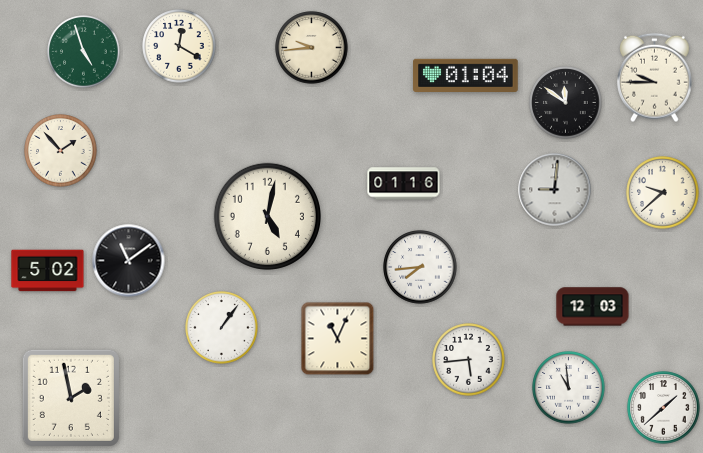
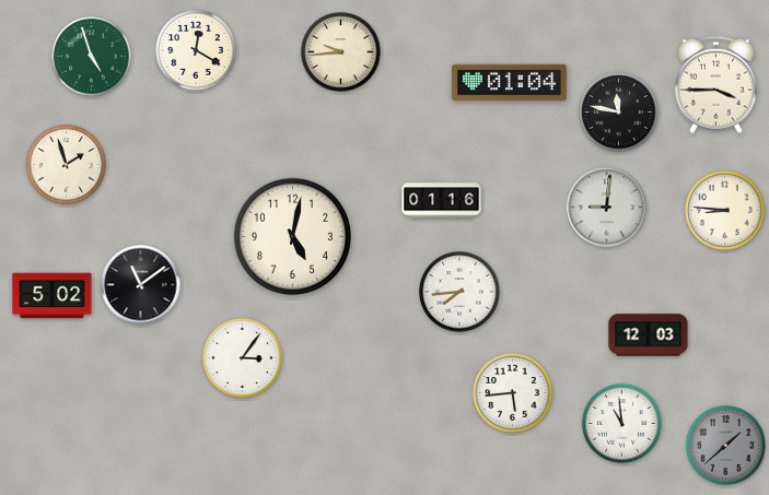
clock at (655, 78): 9:45 -> 3:45
clock at (566, 103): 11:51 -> 11:47
clock at (61, 151): 1:53 -> 1:57
clock at (663, 193): 9:38 -> 8:46
clock at (222, 328): 1:06 -> 3:06
clock at (338, 339): 11:04 -> none
clock at (71, 398): 1:58 -> none
clock at (664, 408) dial: white -> grey
